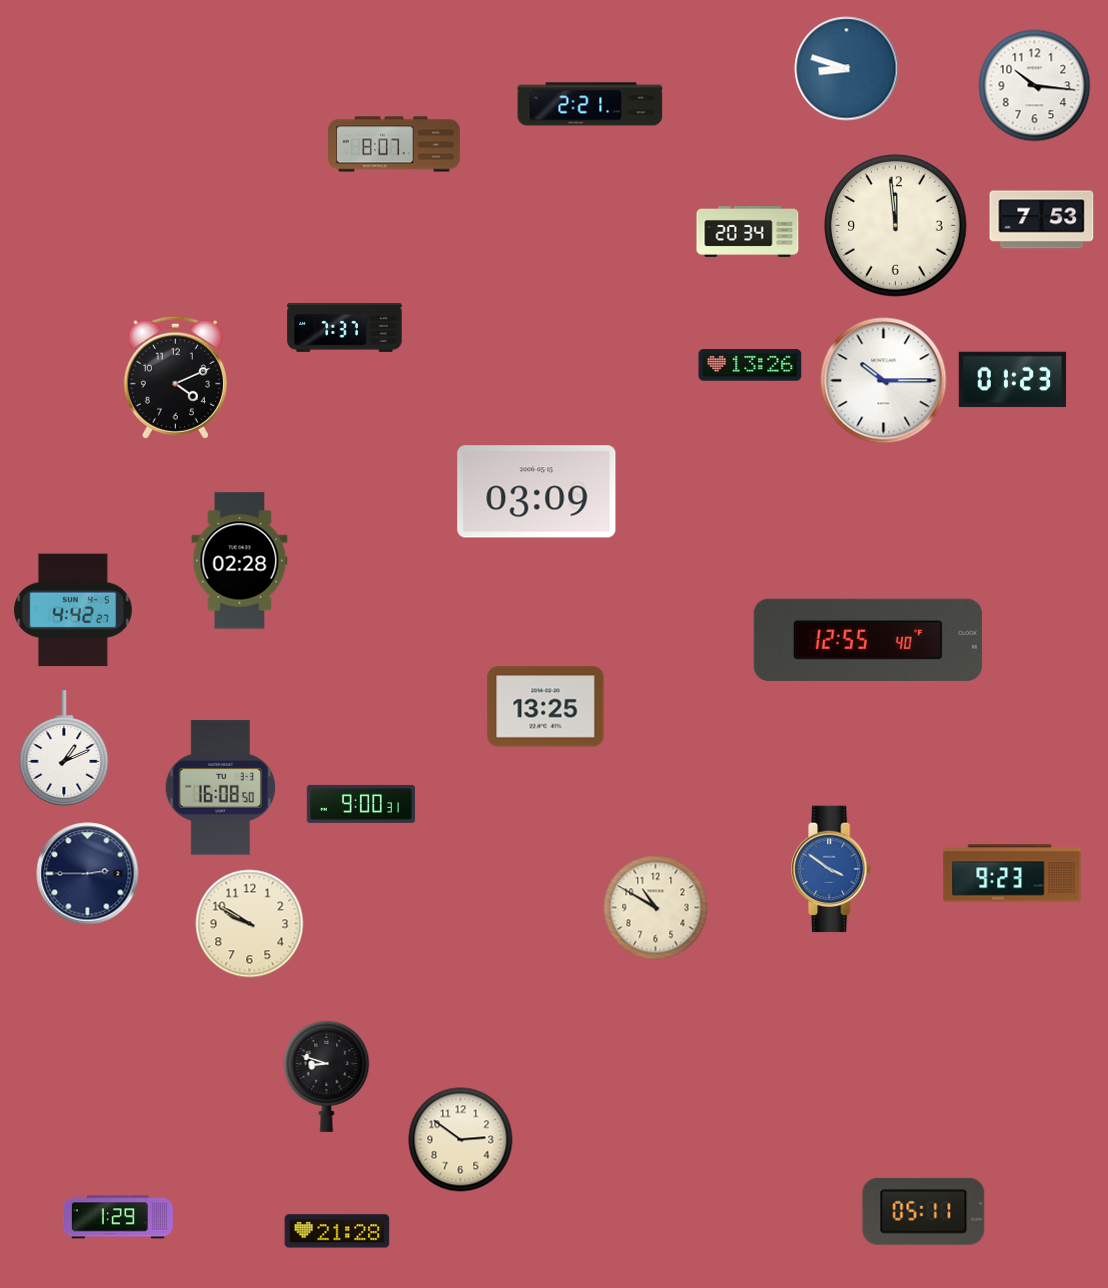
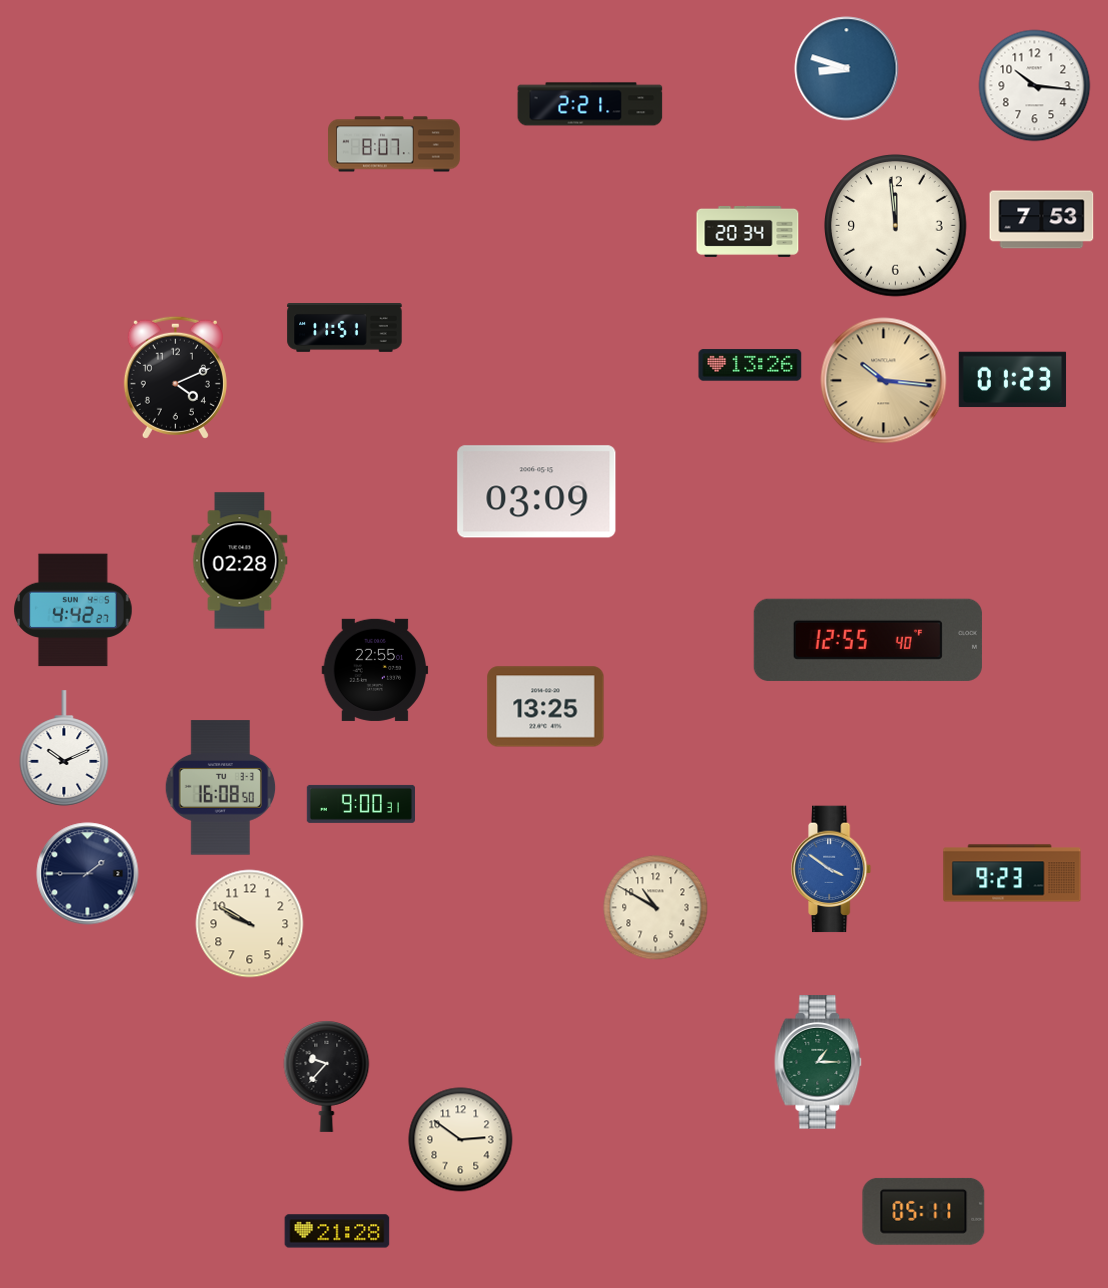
clock at (345, 328): 7:37 -> 11:51
clock at (884, 381): 10:15 -> 10:16
clock at (884, 381) dial: white -> champagne
clock at (375, 670): none -> 22:55
clock at (64, 748): 1:11 -> 10:11
clock at (88, 874): 2:45 -> 1:45
clock at (818, 1062): none -> 1:15
clock at (327, 1077): 8:48 -> 9:37
clock at (118, 1217): 1:29 -> none
